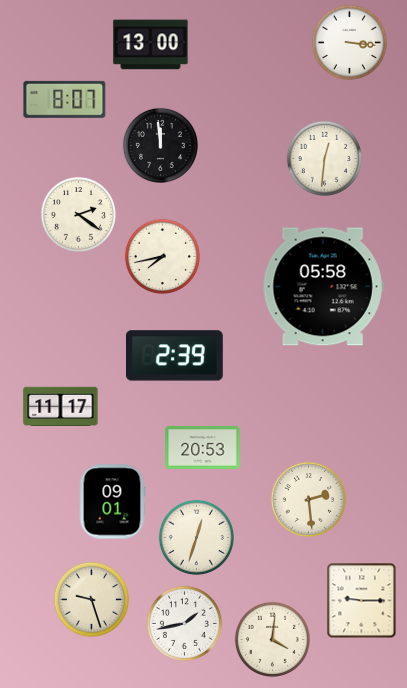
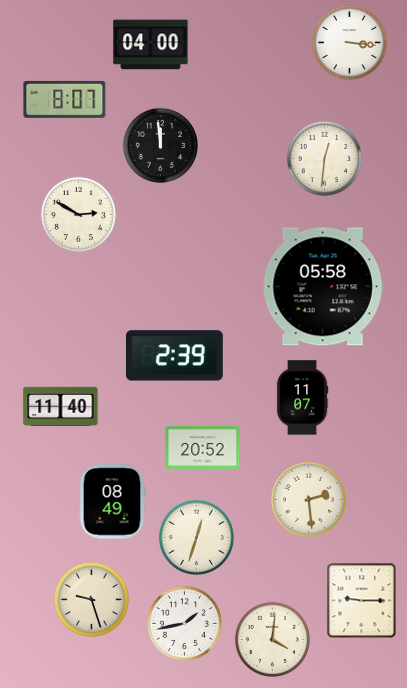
clock at (151, 45): 13:00 -> 04:00
clock at (78, 214): 2:21 -> 2:50
clock at (162, 256): 7:43 -> none
clock at (302, 398): none -> 11:07
clock at (61, 406): 11:17 -> 11:40
clock at (203, 447): 20:53 -> 20:52
clock at (112, 502): 09:01 -> 08:49
